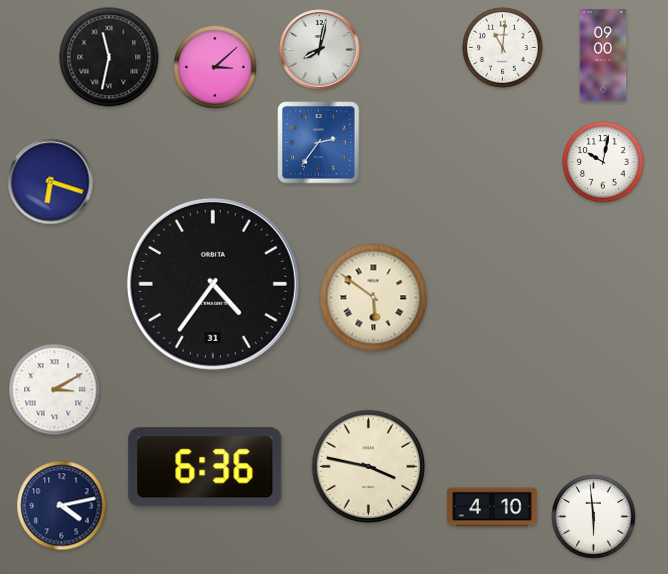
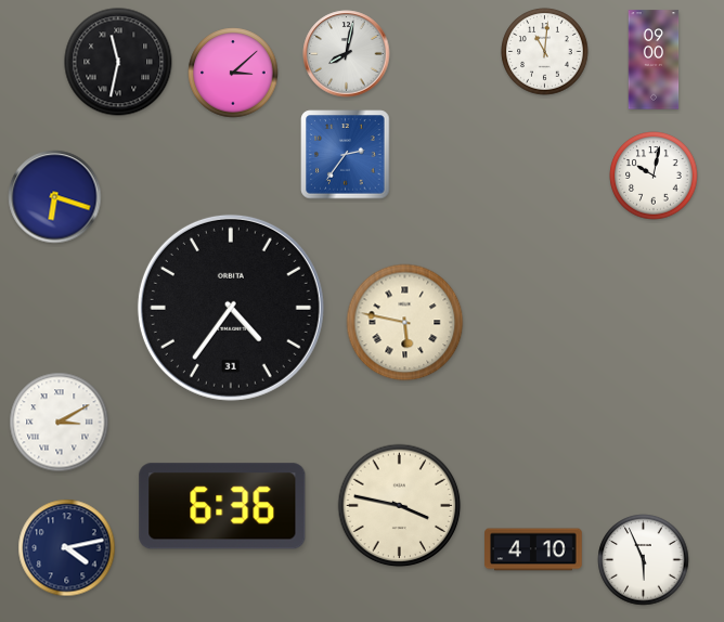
clock at (374, 298): 5:51 -> 5:47
clock at (594, 517): 5:59 -> 5:56
